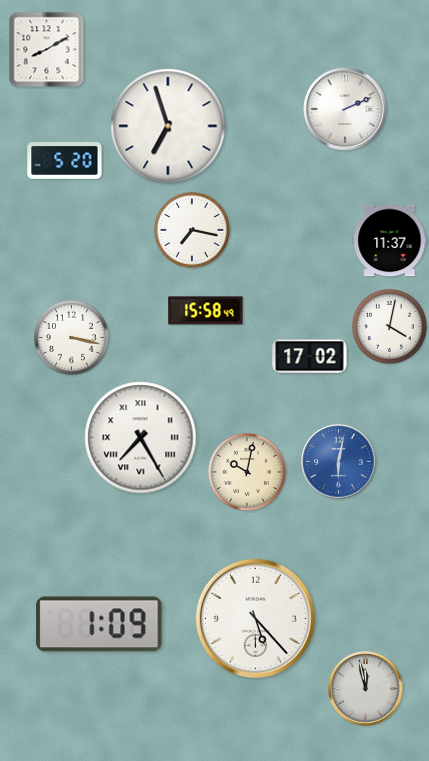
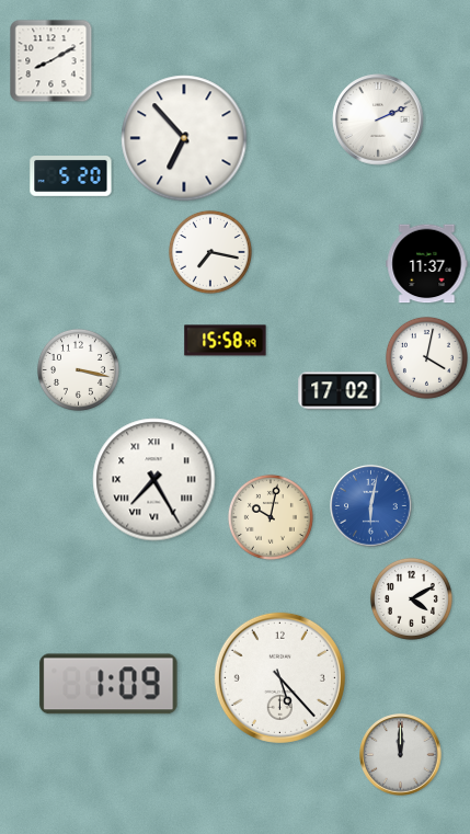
clock at (47, 50) position: (47, 50) -> (51, 61)
clock at (168, 126): 6:57 -> 6:53
clock at (411, 598): none -> 4:10
clock at (366, 689): 11:58 -> 12:00
